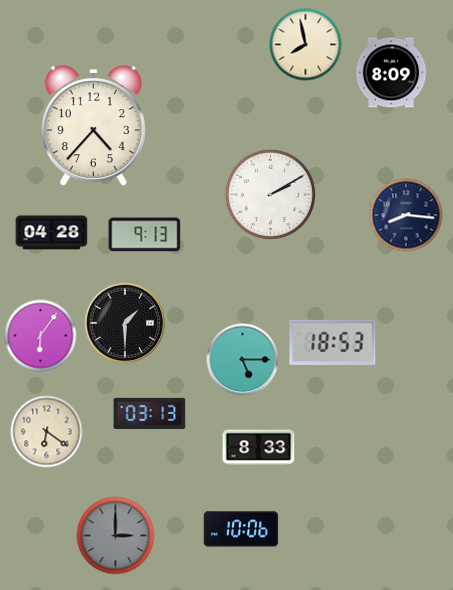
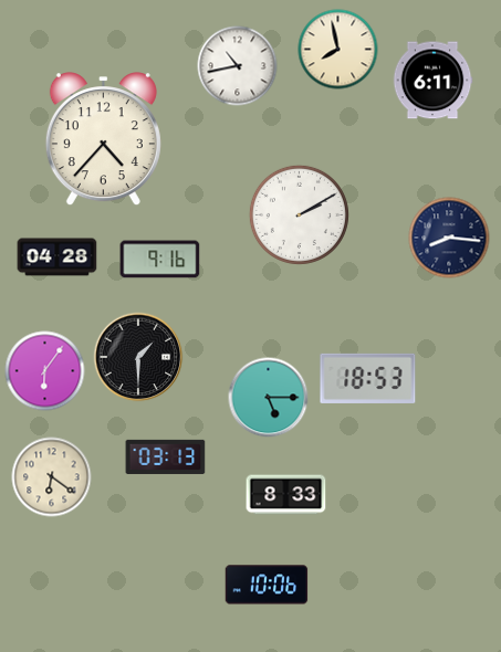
clock at (238, 66): none -> 10:43
clock at (391, 73): 8:09 -> 6:11
clock at (145, 235): 9:13 -> 9:16
clock at (116, 536): 3:00 -> none
